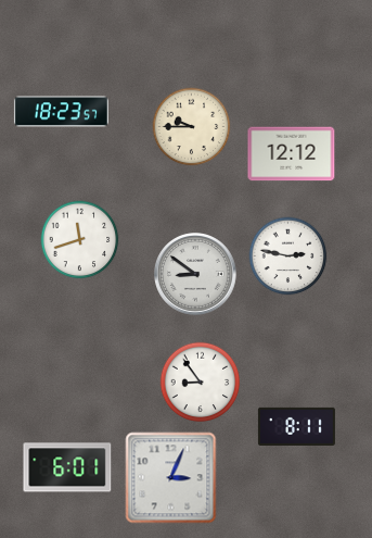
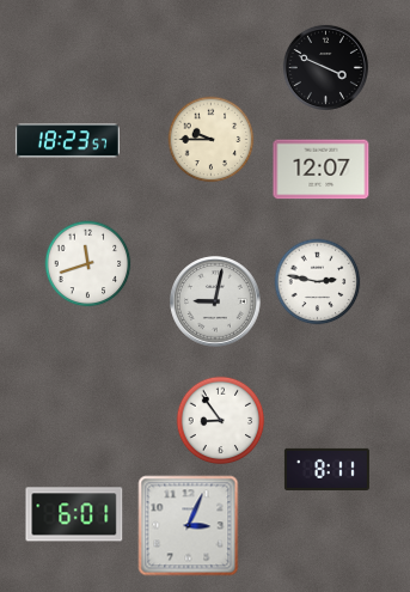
clock at (325, 67): none -> 3:49
clock at (61, 112) position: (61, 112) -> (67, 141)
clock at (292, 154): 12:12 -> 12:07
clock at (196, 275): 8:51 -> 9:02
